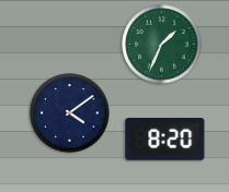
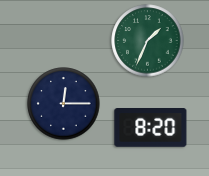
clock at (70, 113): 4:09 -> 12:15
